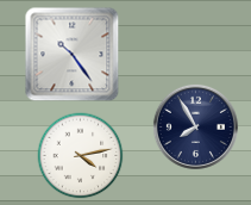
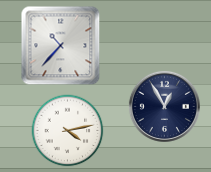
clock at (73, 55): 10:24 -> 10:37
clock at (195, 126): 7:55 -> 12:55
